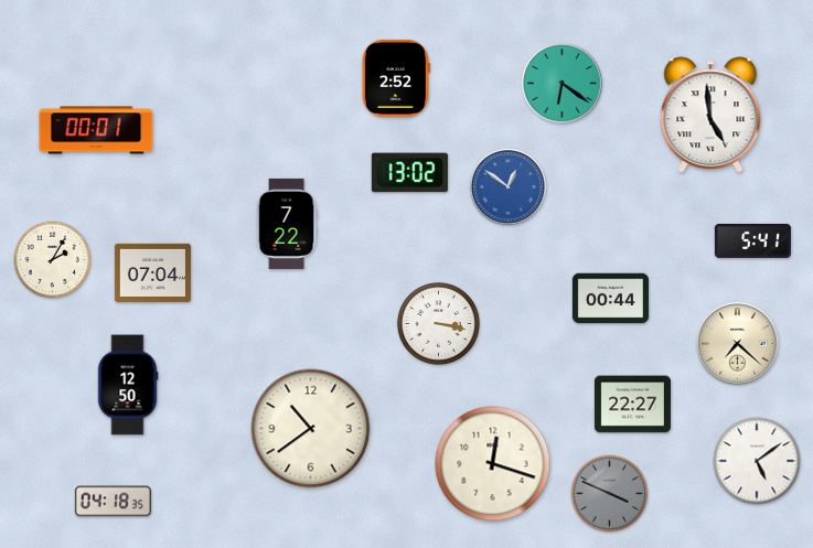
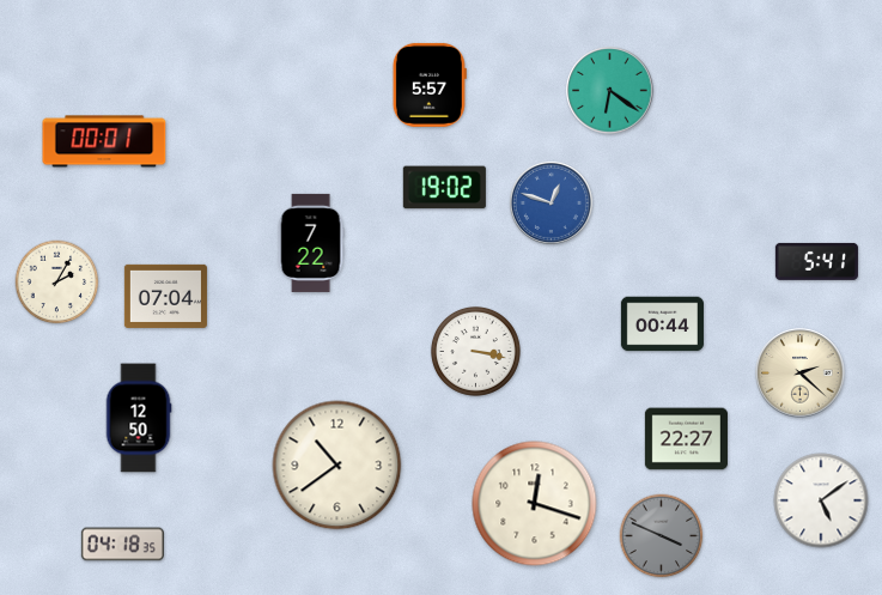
clock at (396, 78): 2:52 -> 5:57
clock at (710, 115): 4:59 -> none
clock at (409, 173): 13:02 -> 19:02
clock at (507, 186): 12:51 -> 12:48
clock at (738, 344): 7:22 -> 2:22
